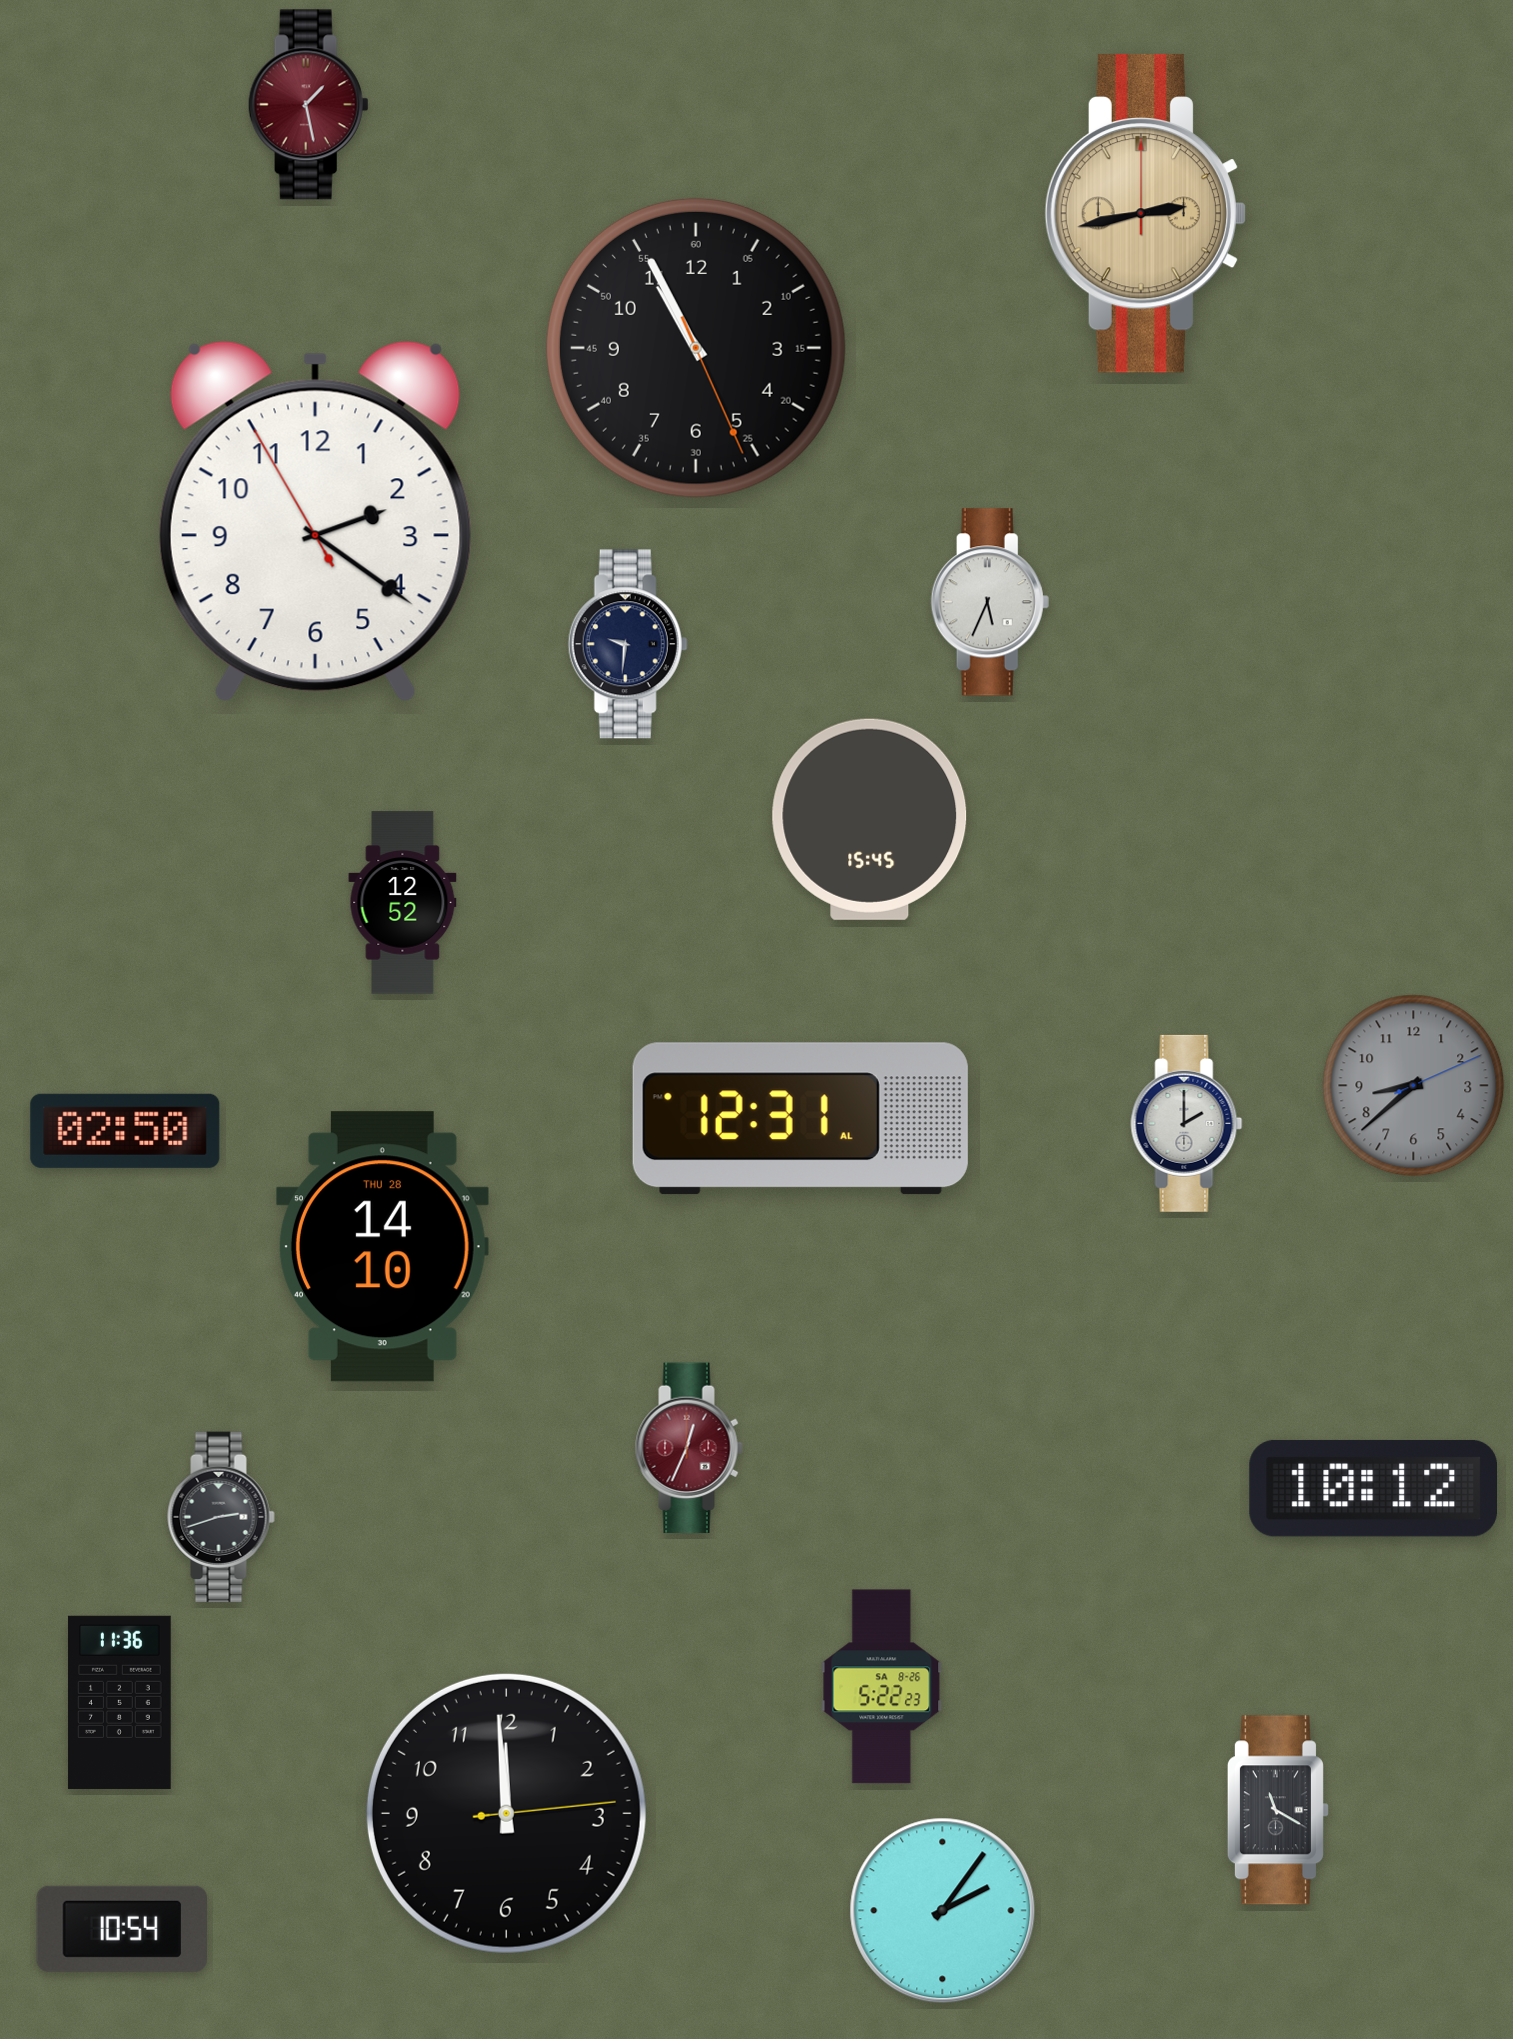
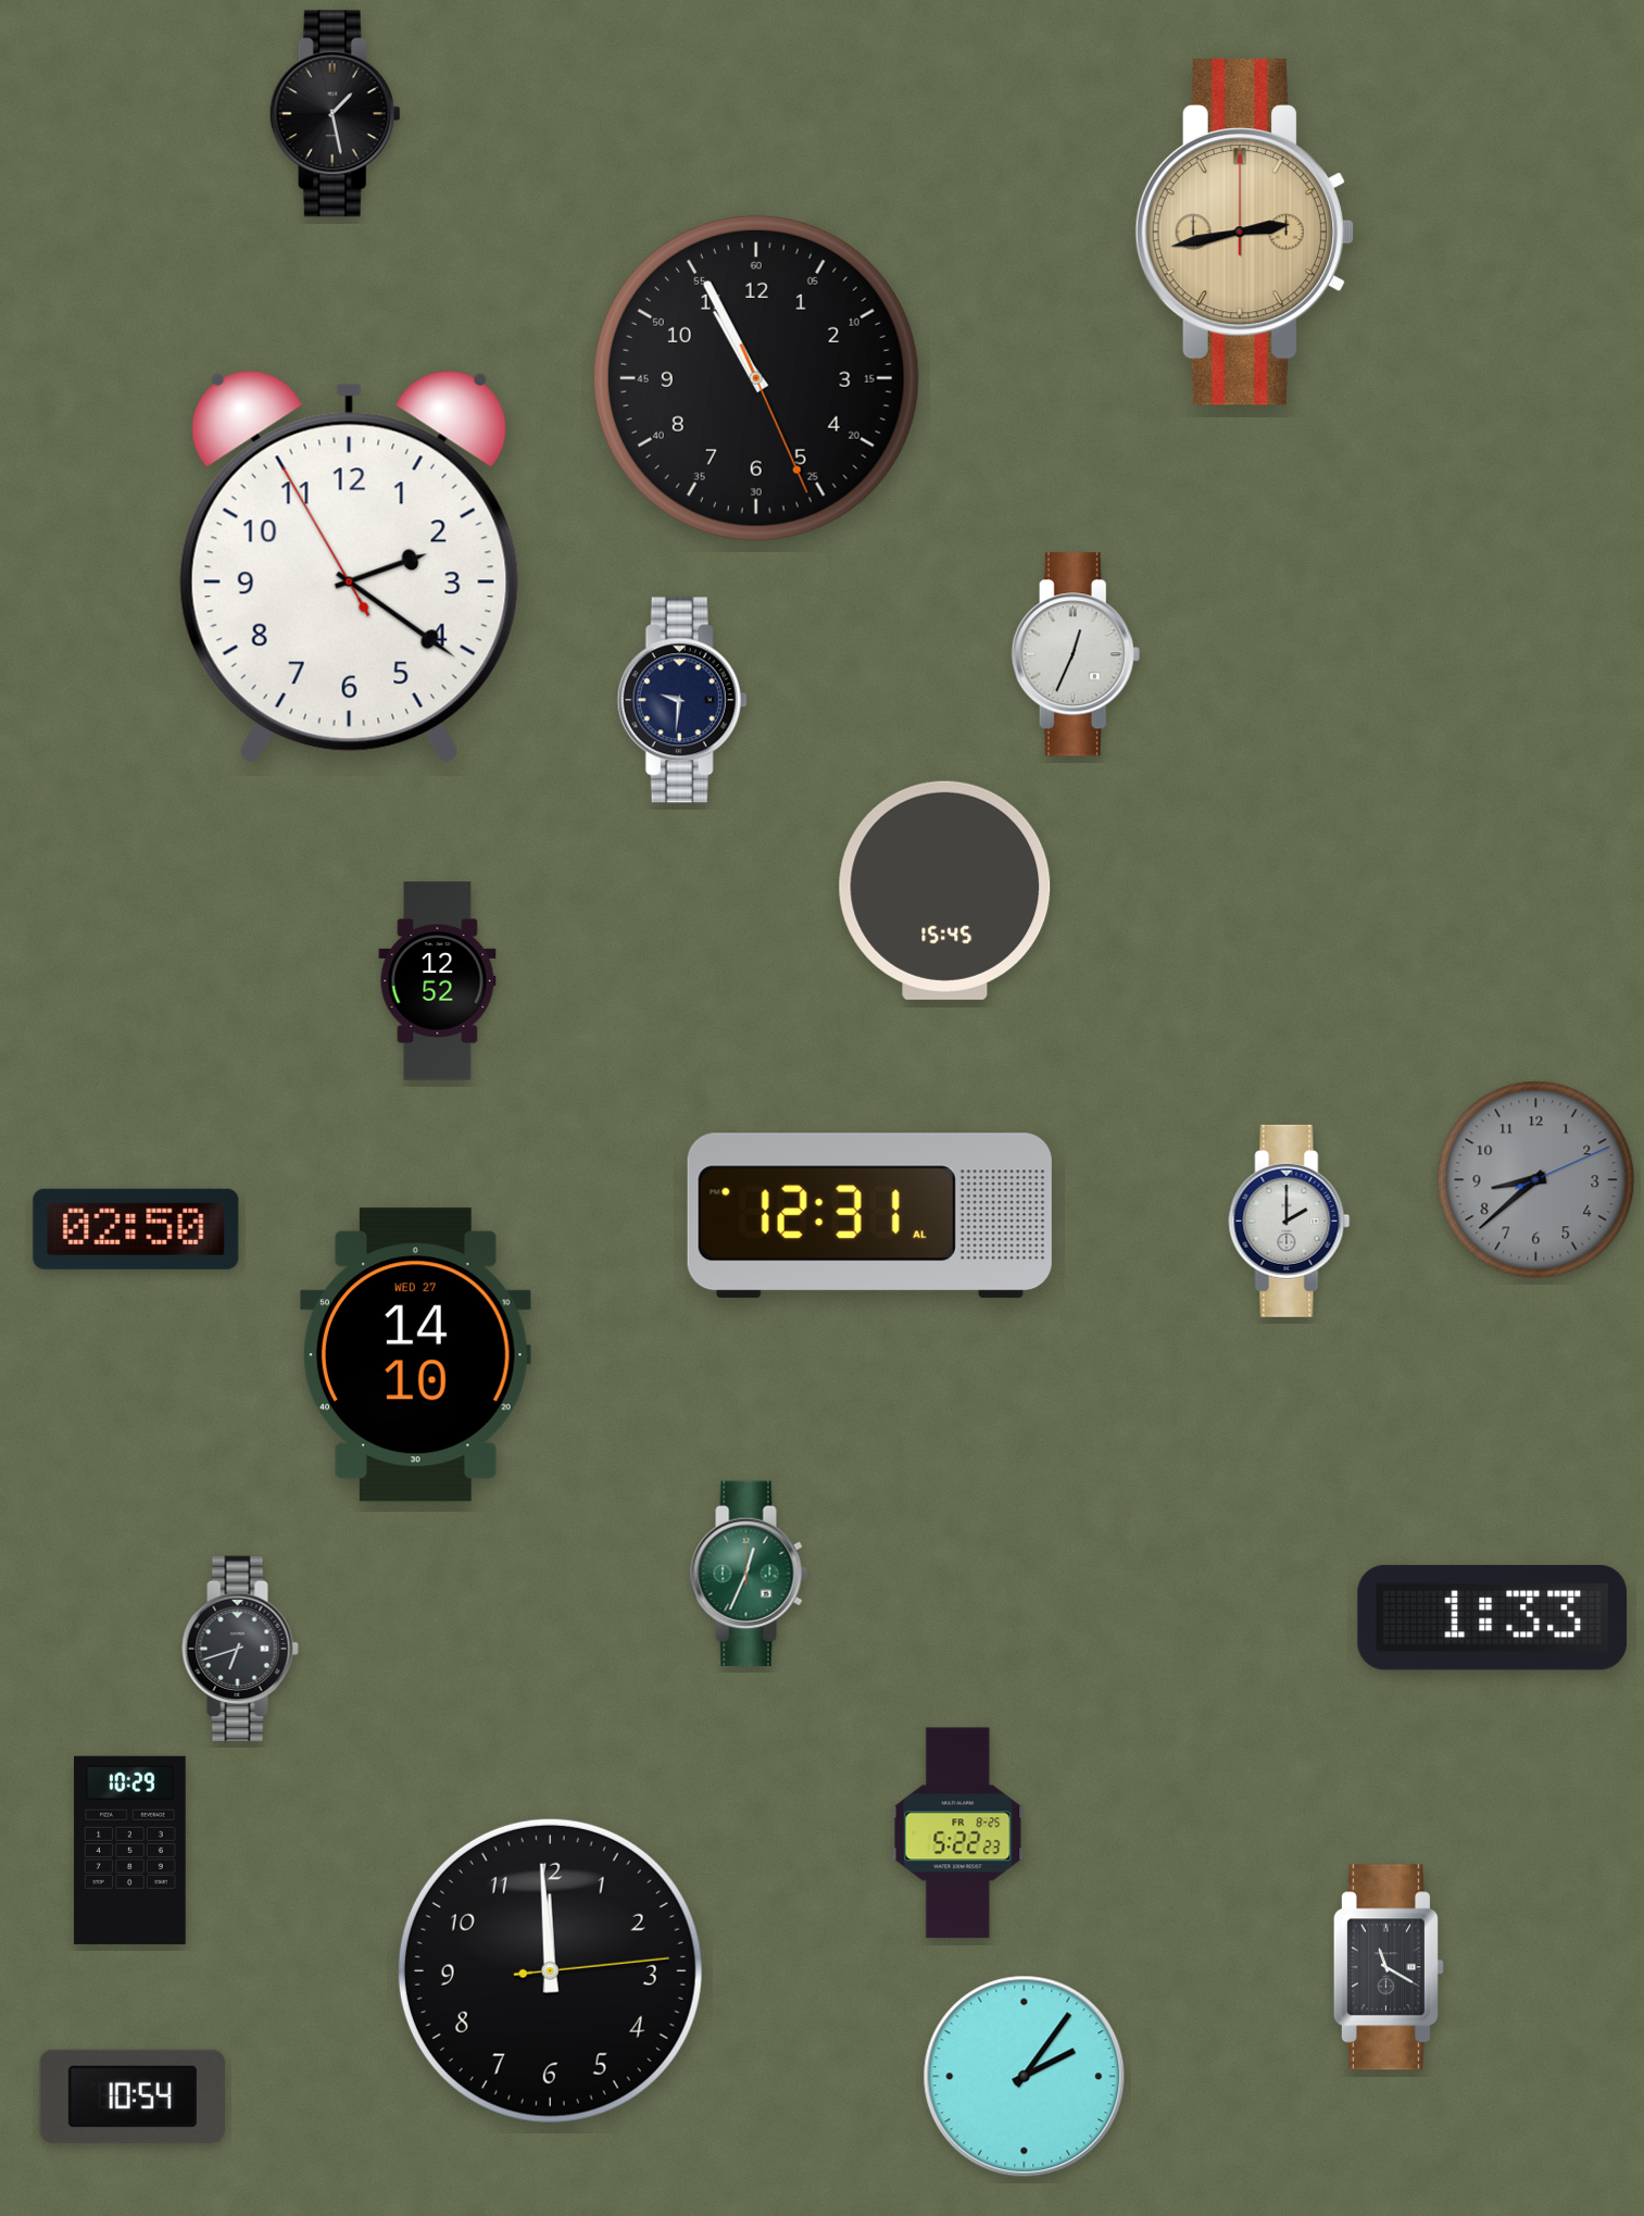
clock at (308, 105) dial: burgundy -> black
clock at (315, 521) position: (315, 521) -> (349, 566)
clock at (990, 602): 5:34 -> 12:34
clock at (382, 1247) date: THU 28 -> WED 27
clock at (689, 1448) dial: burgundy -> green
clock at (1373, 1488): 10:12 -> 1:33
clock at (221, 1517): 2:42 -> 6:42
clock at (882, 1687) date: SA 8-26 -> FR 8-25
clock at (120, 1702): 11:36 -> 10:29
